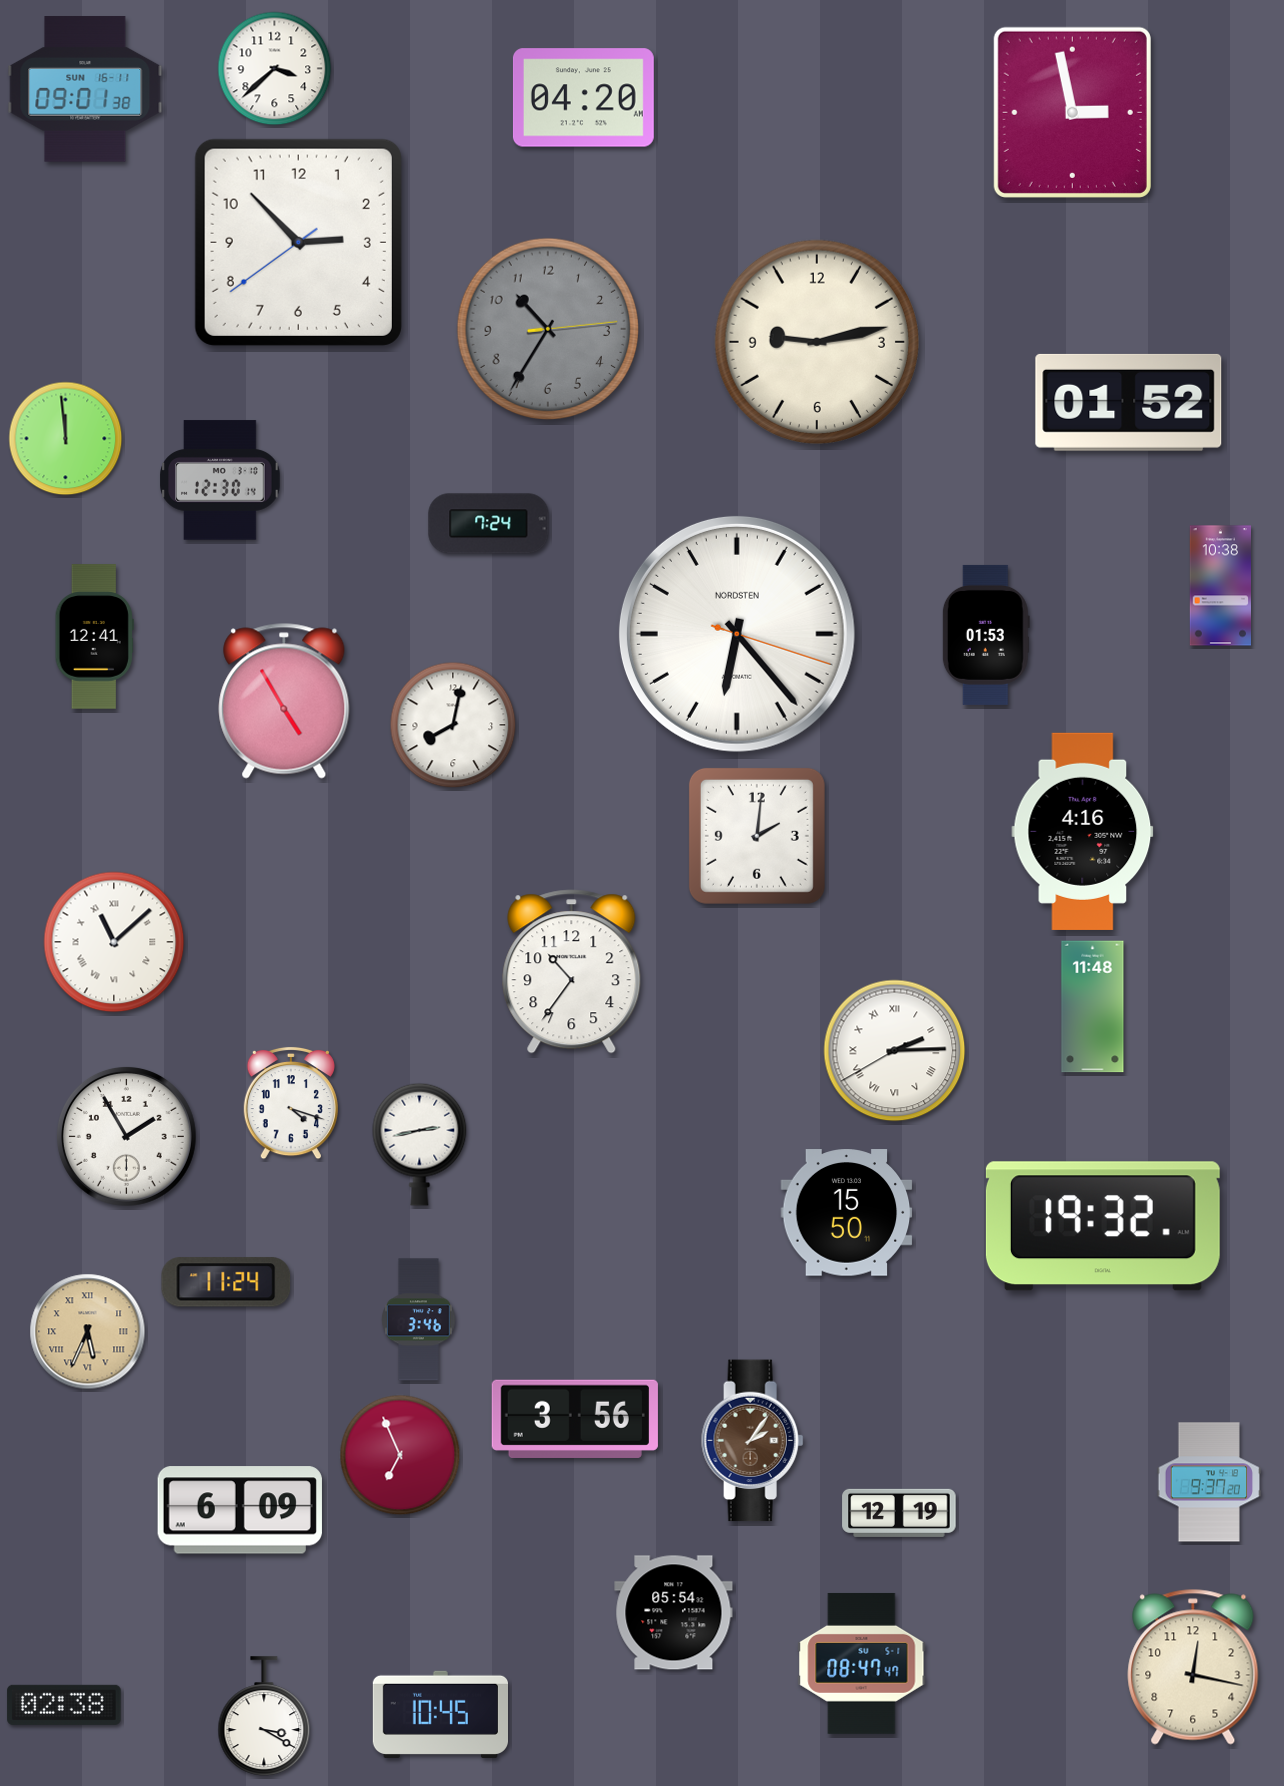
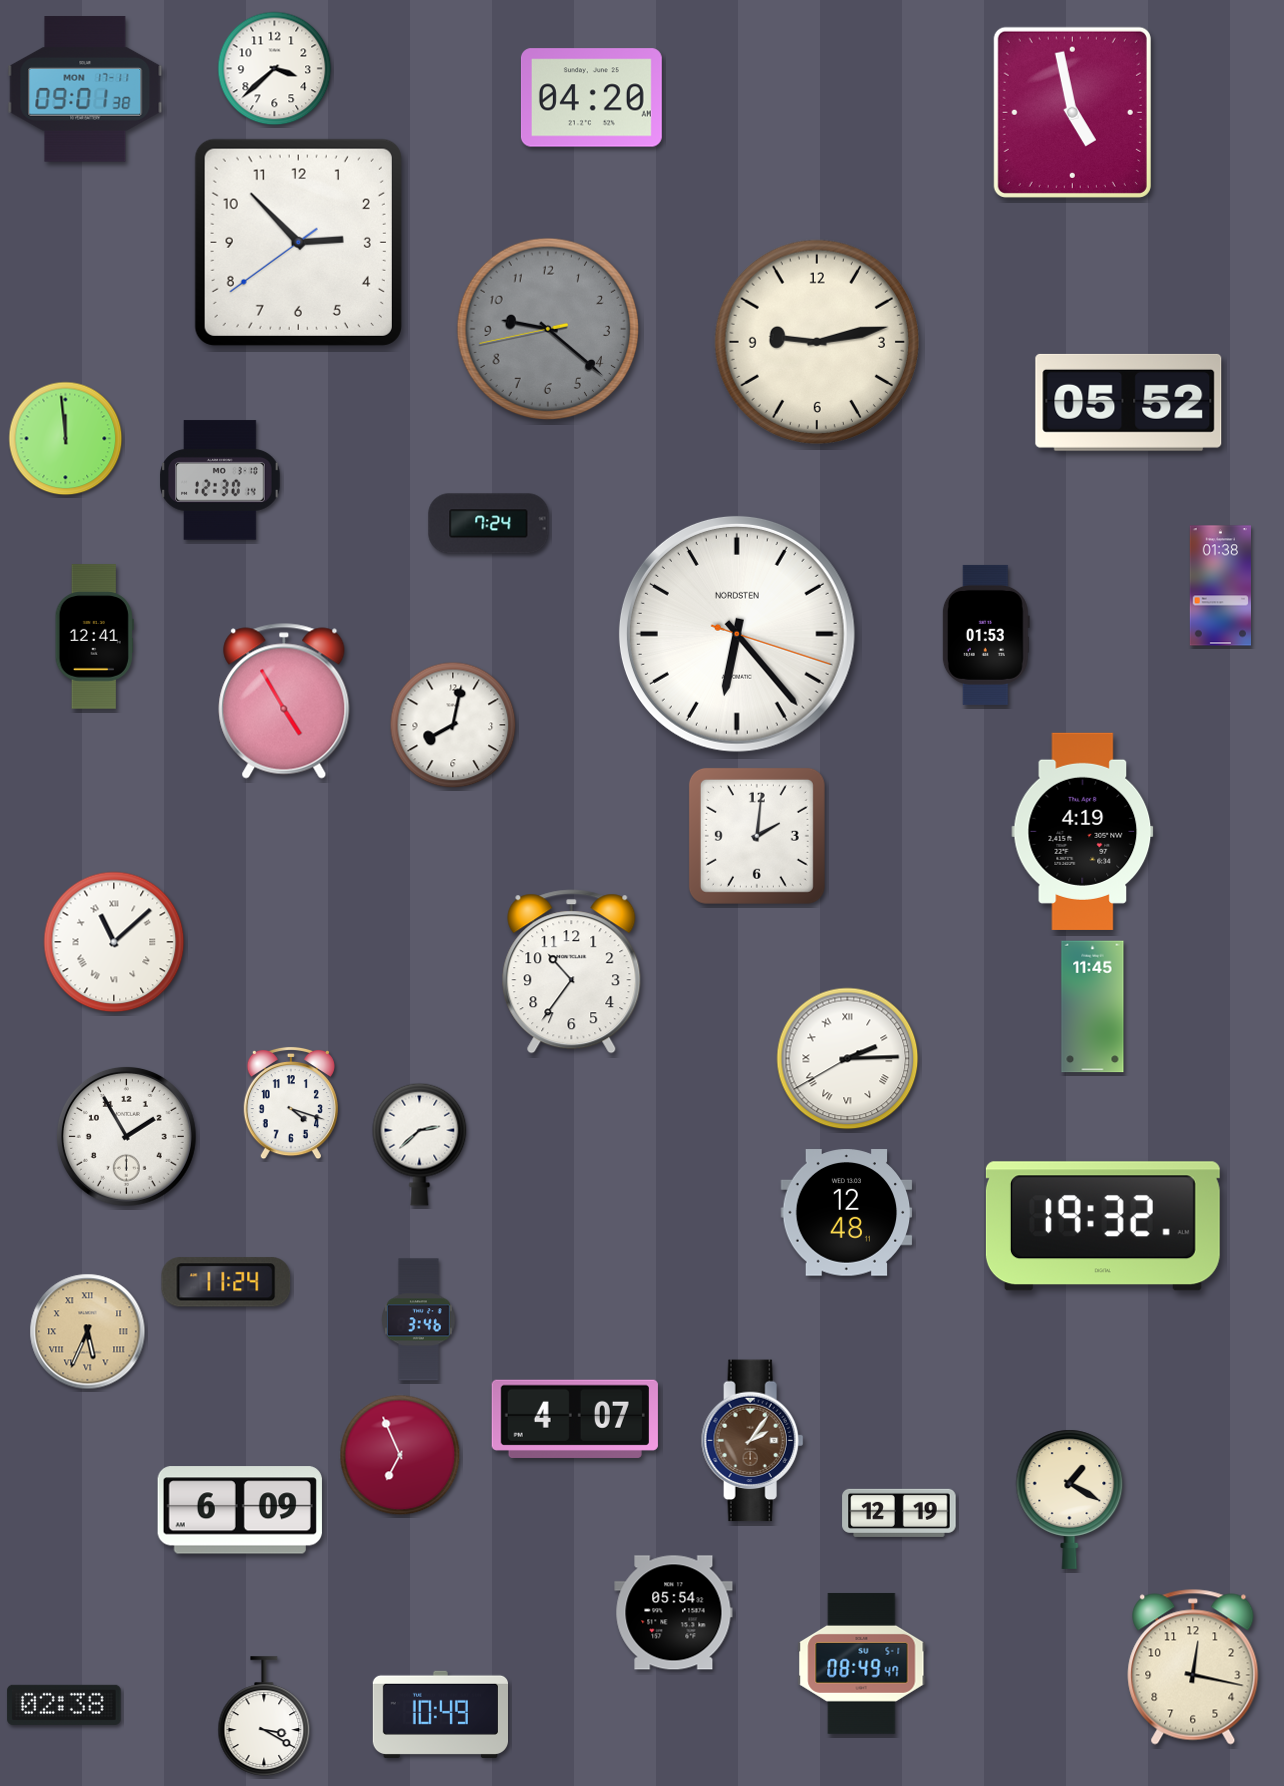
clock at (85, 89) date: SUN 16-11 -> MON 17-11
clock at (583, 98) position: (583, 98) -> (591, 98)
clock at (1072, 112): 2:58 -> 4:58
clock at (548, 329): 10:35 -> 9:21
clock at (1129, 402): 01:52 -> 05:52
clock at (1220, 586): 10:38 -> 01:38
clock at (1083, 831): 4:16 -> 4:19
clock at (1093, 1007): 11:48 -> 11:45
clock at (895, 1051) position: (895, 1051) -> (848, 1059)
clock at (420, 1144): 2:43 -> 2:38
clock at (847, 1213): 15:50 -> 12:48
clock at (575, 1419): 3:56 -> 4:07
clock at (1209, 1482): 9:37 -> none
clock at (1070, 1499): none -> 1:20
clock at (862, 1663): 08:47 -> 08:49
clock at (440, 1714): 10:45 -> 10:49
